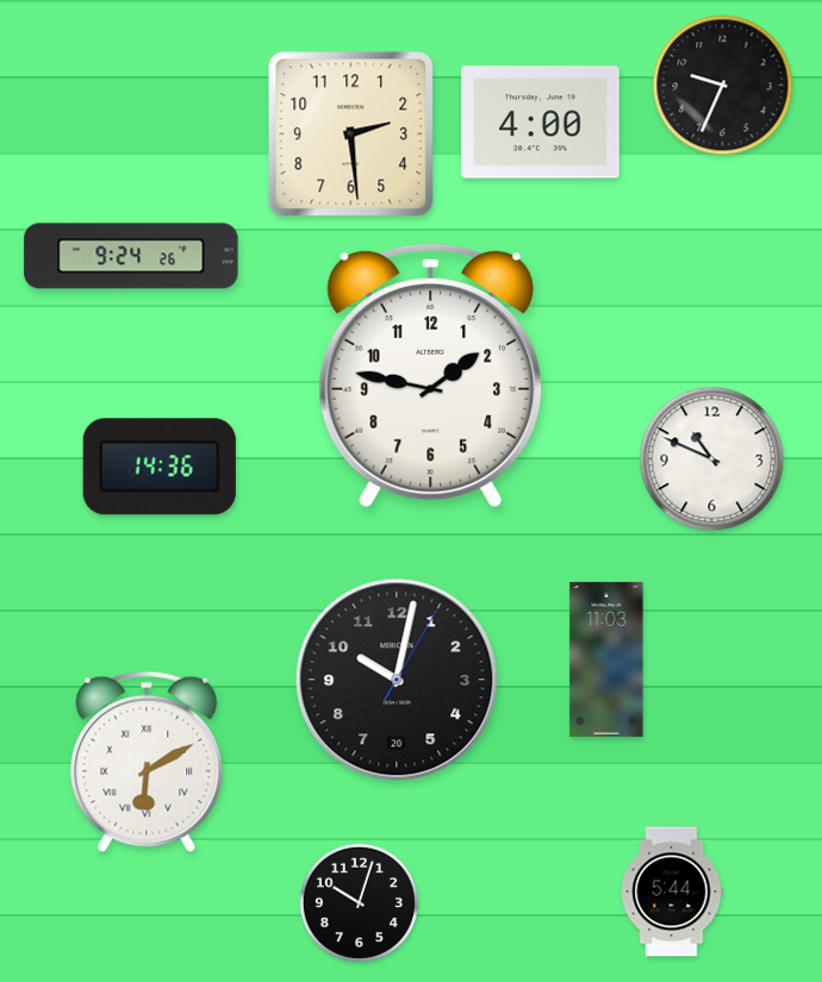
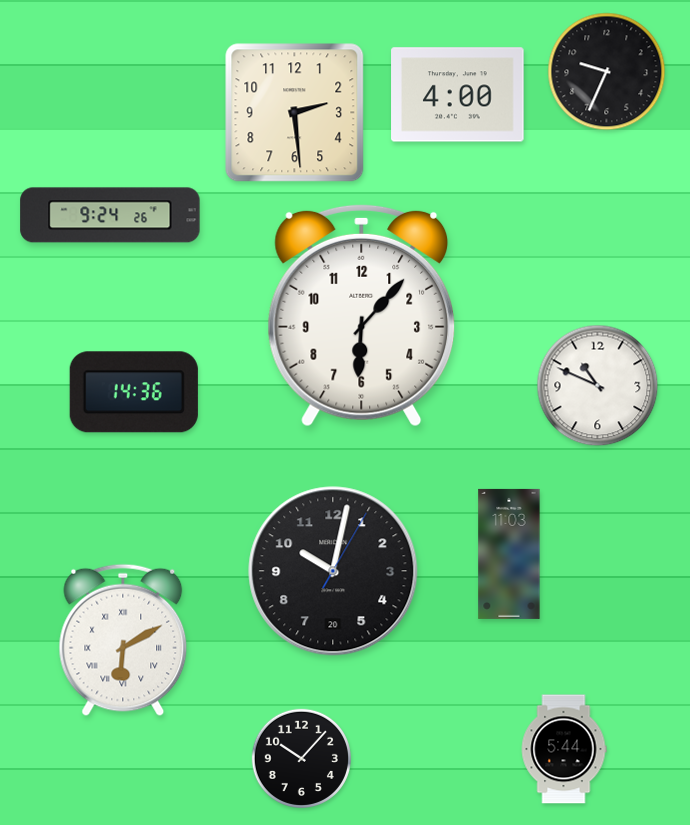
clock at (541, 123) position: (541, 123) -> (458, 95)
clock at (431, 375): 1:47 -> 6:07
clock at (359, 902): 10:03 -> 10:07
